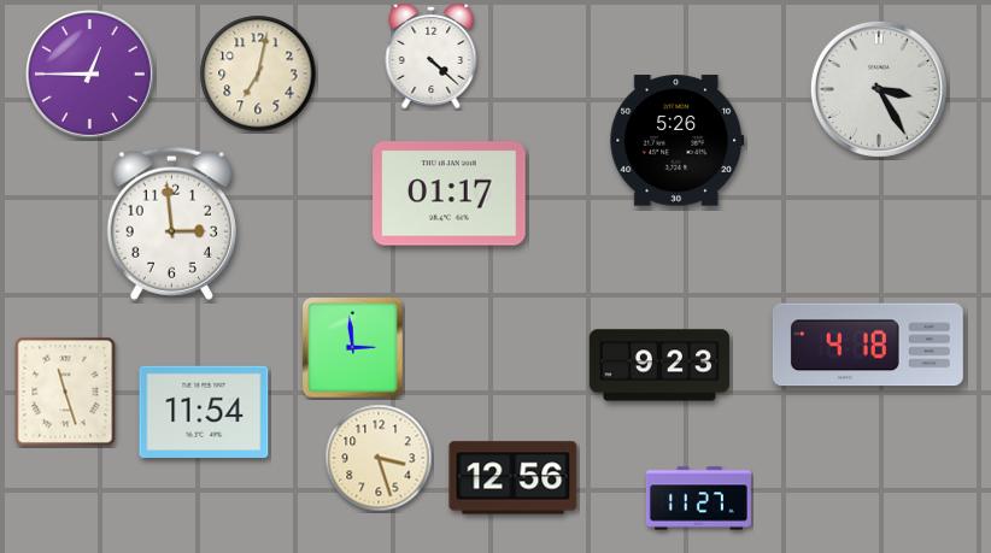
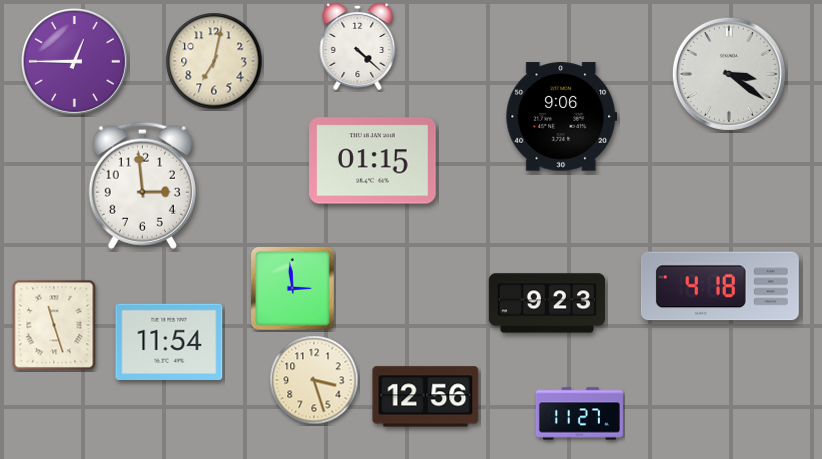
clock at (879, 89): 3:25 -> 3:21
clock at (678, 141): 5:26 -> 9:06
clock at (450, 194): 01:17 -> 01:15
